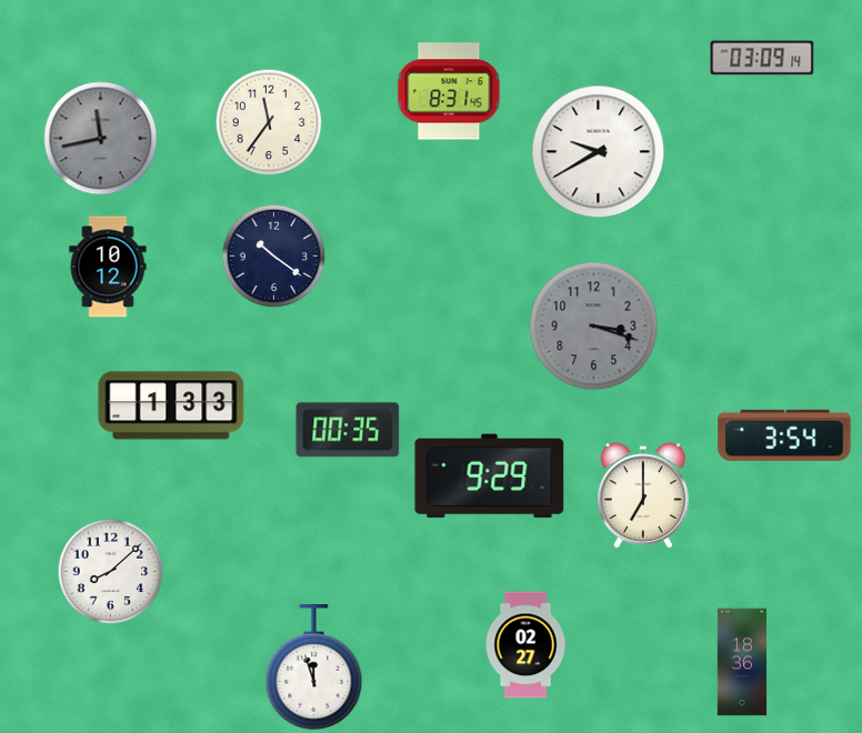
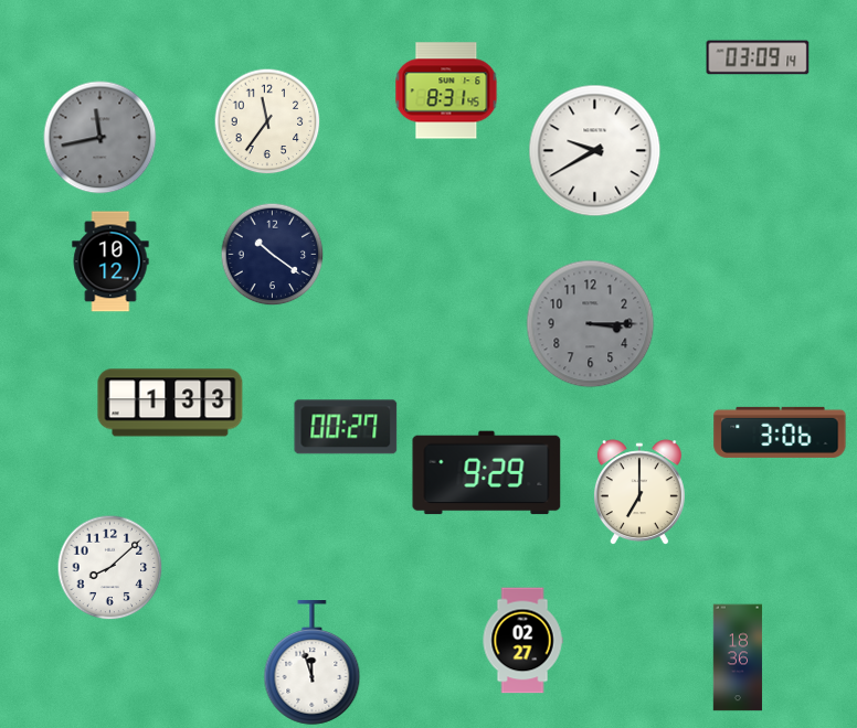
clock at (108, 267) position: (108, 267) -> (110, 261)
clock at (594, 327): 3:18 -> 3:15
clock at (348, 430): 00:35 -> 00:27
clock at (784, 435): 3:54 -> 3:06
